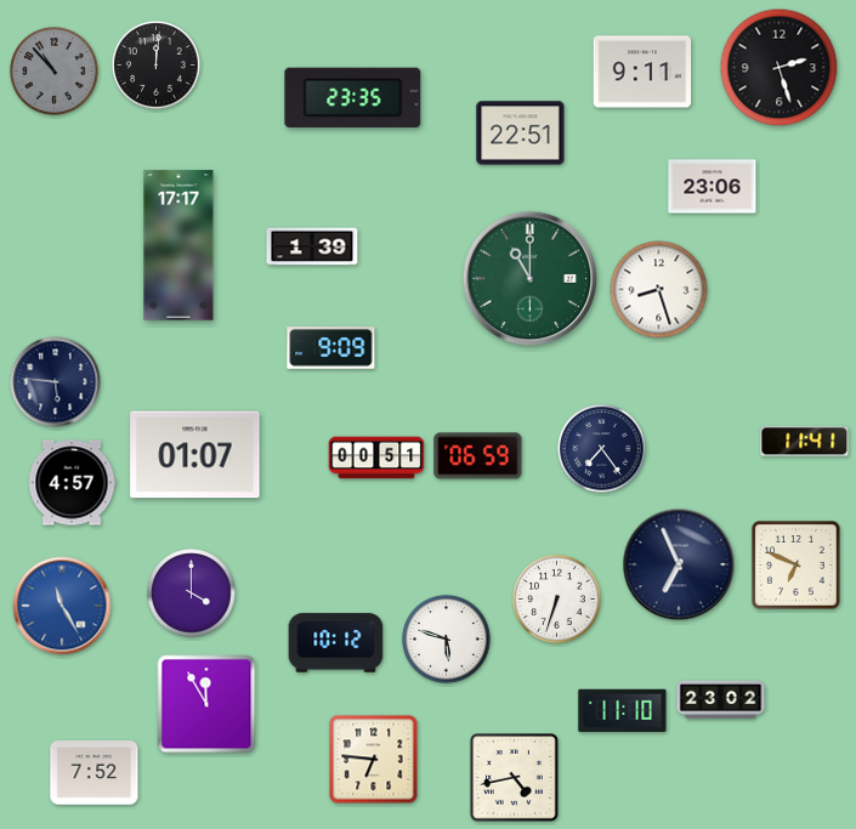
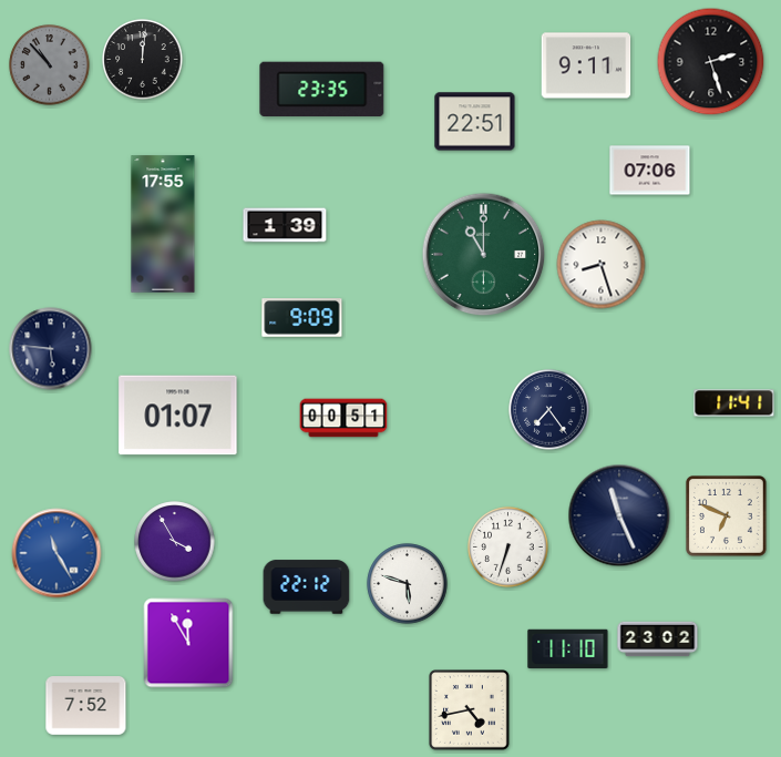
clock at (713, 187): 23:06 -> 07:06
clock at (178, 245): 17:17 -> 17:55
clock at (478, 456): 06:59 -> none
clock at (72, 483): 4:57 -> none
clock at (679, 564): 6:56 -> 11:26
clock at (192, 594): 4:00 -> 3:55
clock at (336, 643): 10:12 -> 22:12
clock at (374, 760): 6:46 -> none
